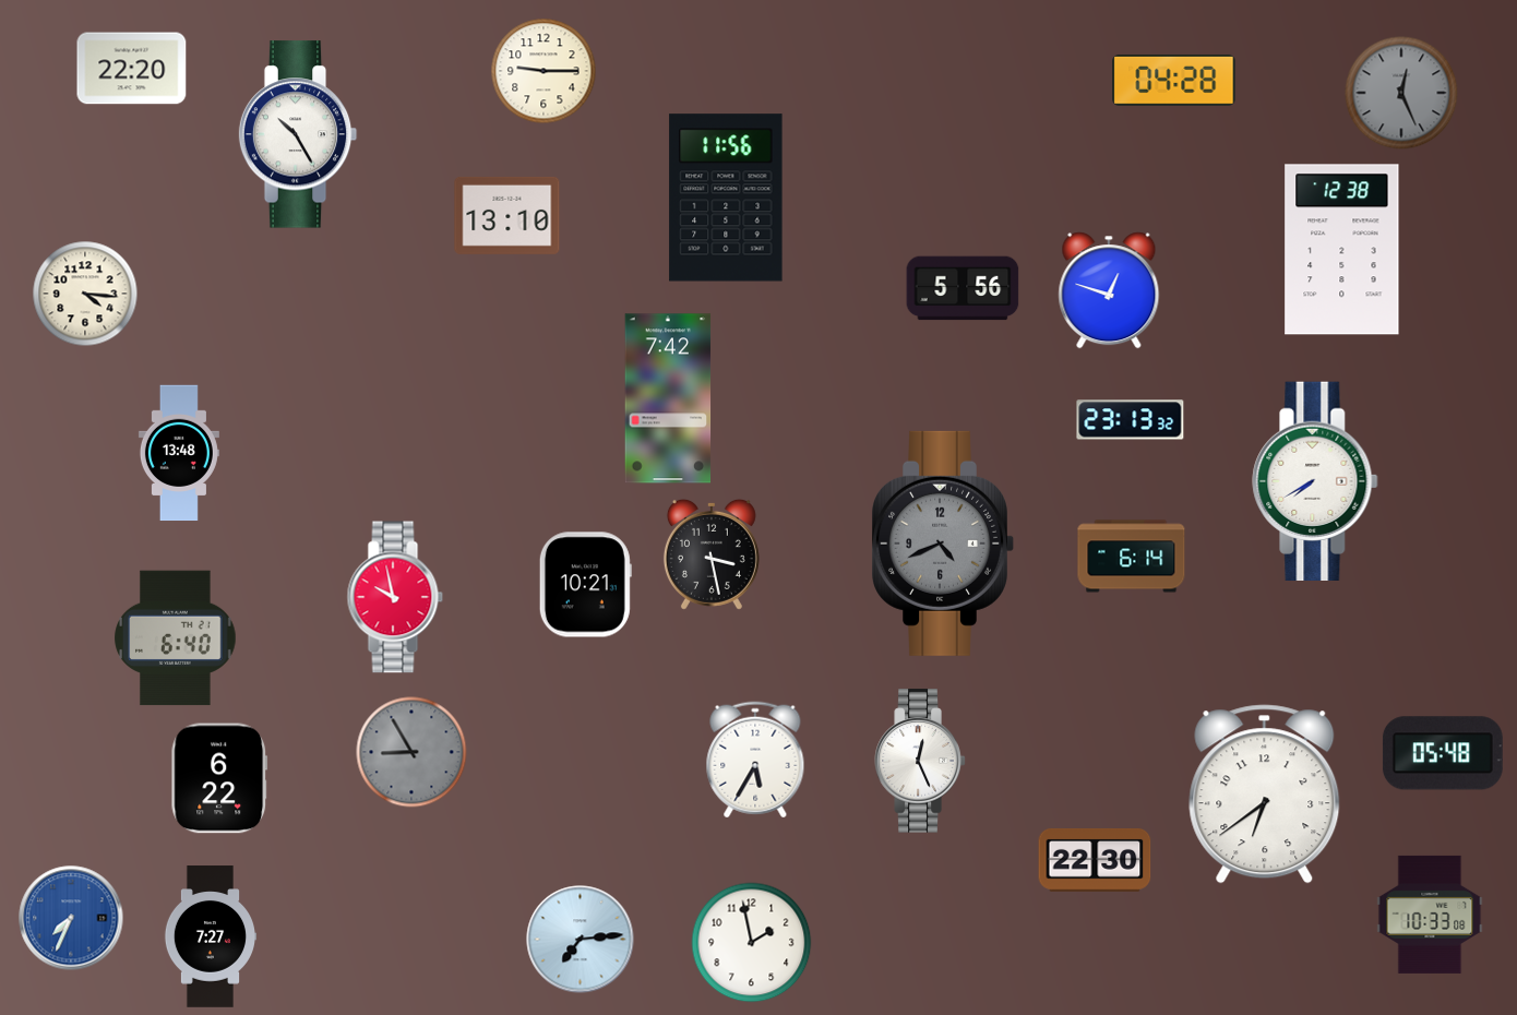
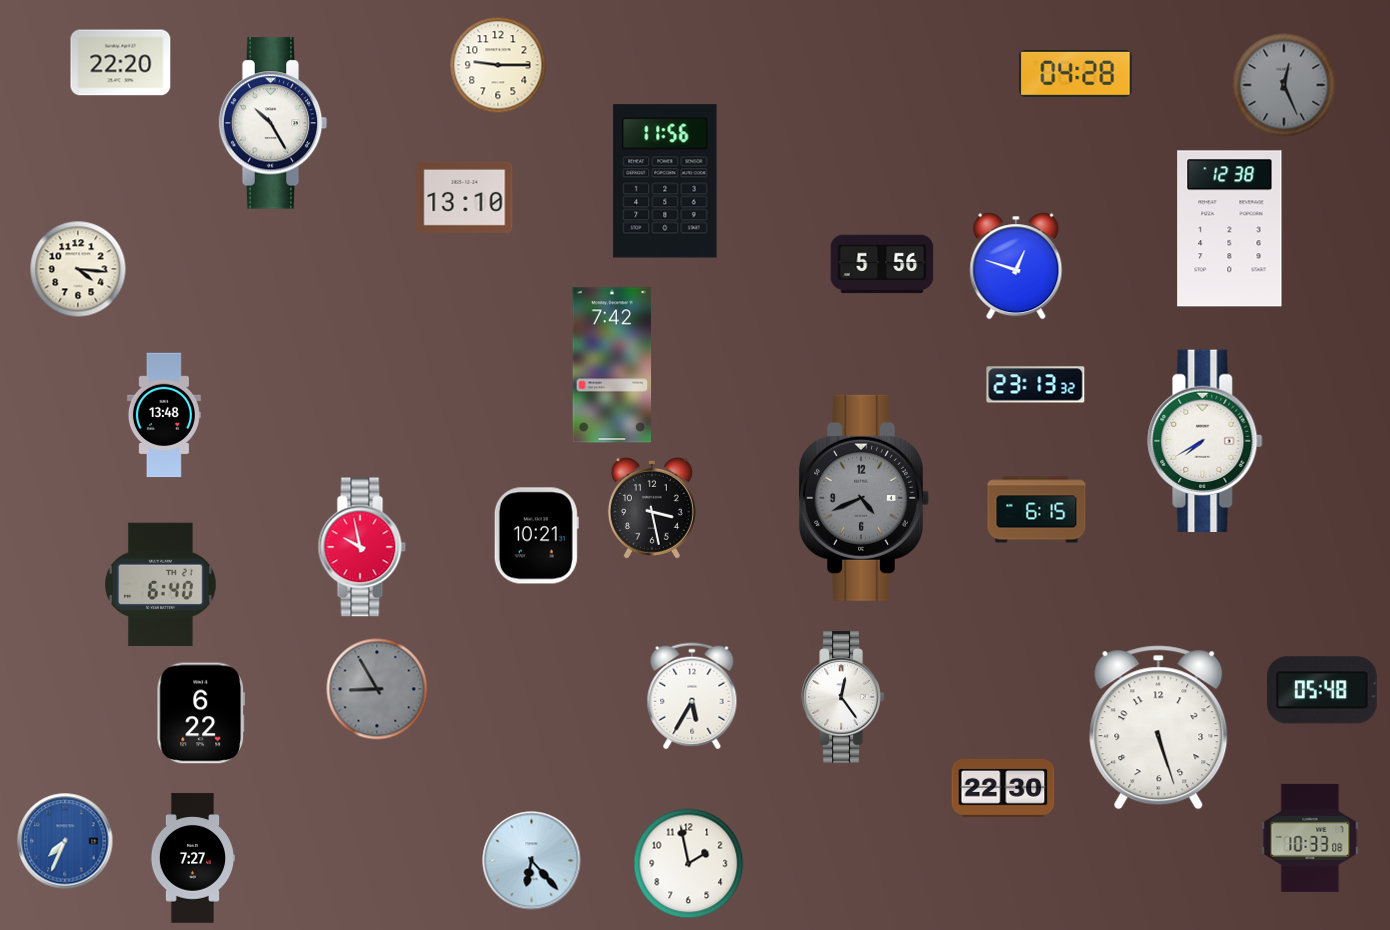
clock at (1132, 557): 6:14 -> 6:15
clock at (920, 761): 12:26 -> 12:24
clock at (1265, 795): 6:39 -> 5:27
clock at (581, 940): 7:14 -> 6:23
